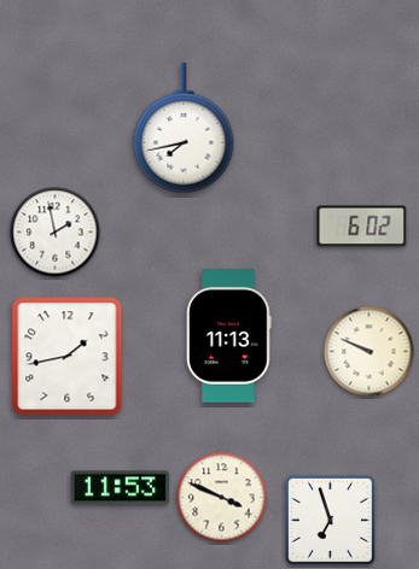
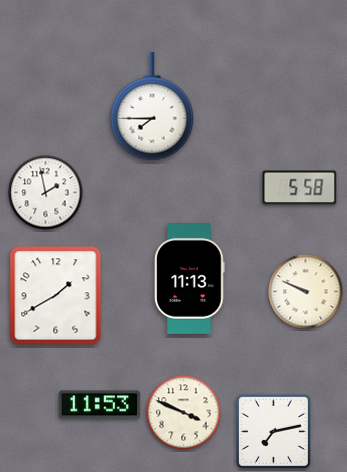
clock at (184, 128): 7:43 -> 7:45
clock at (362, 227): 6:02 -> 5:58
clock at (68, 357): 1:43 -> 1:40
clock at (330, 520): 6:57 -> 7:13
